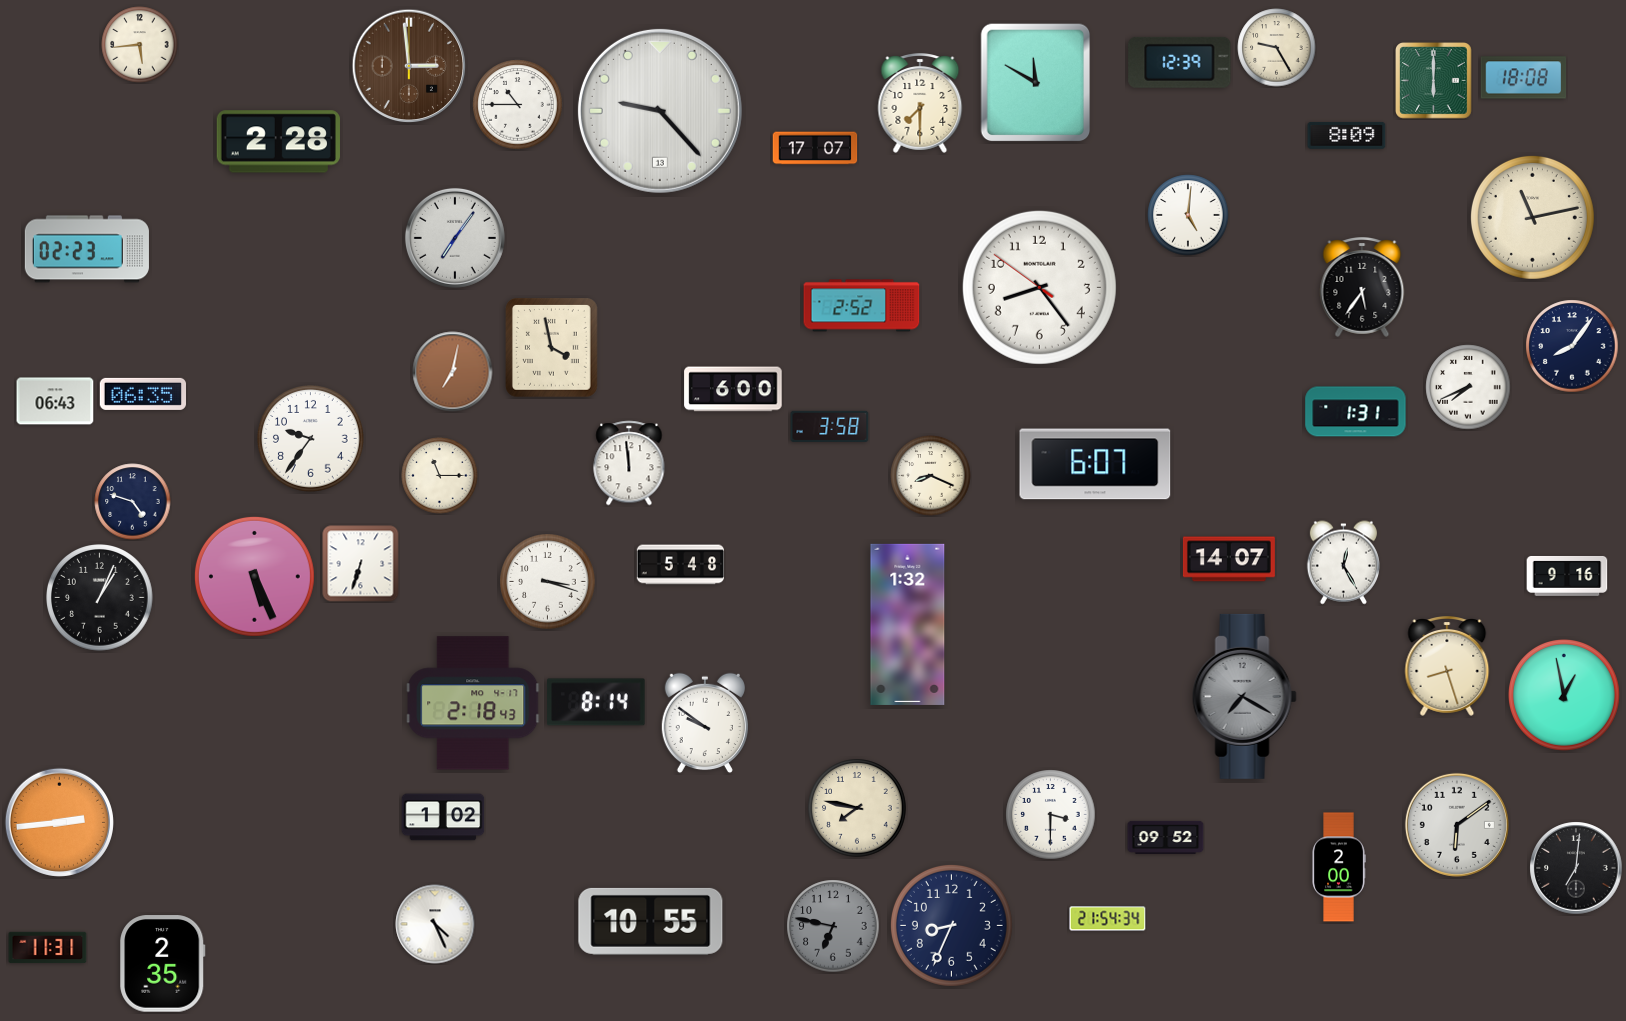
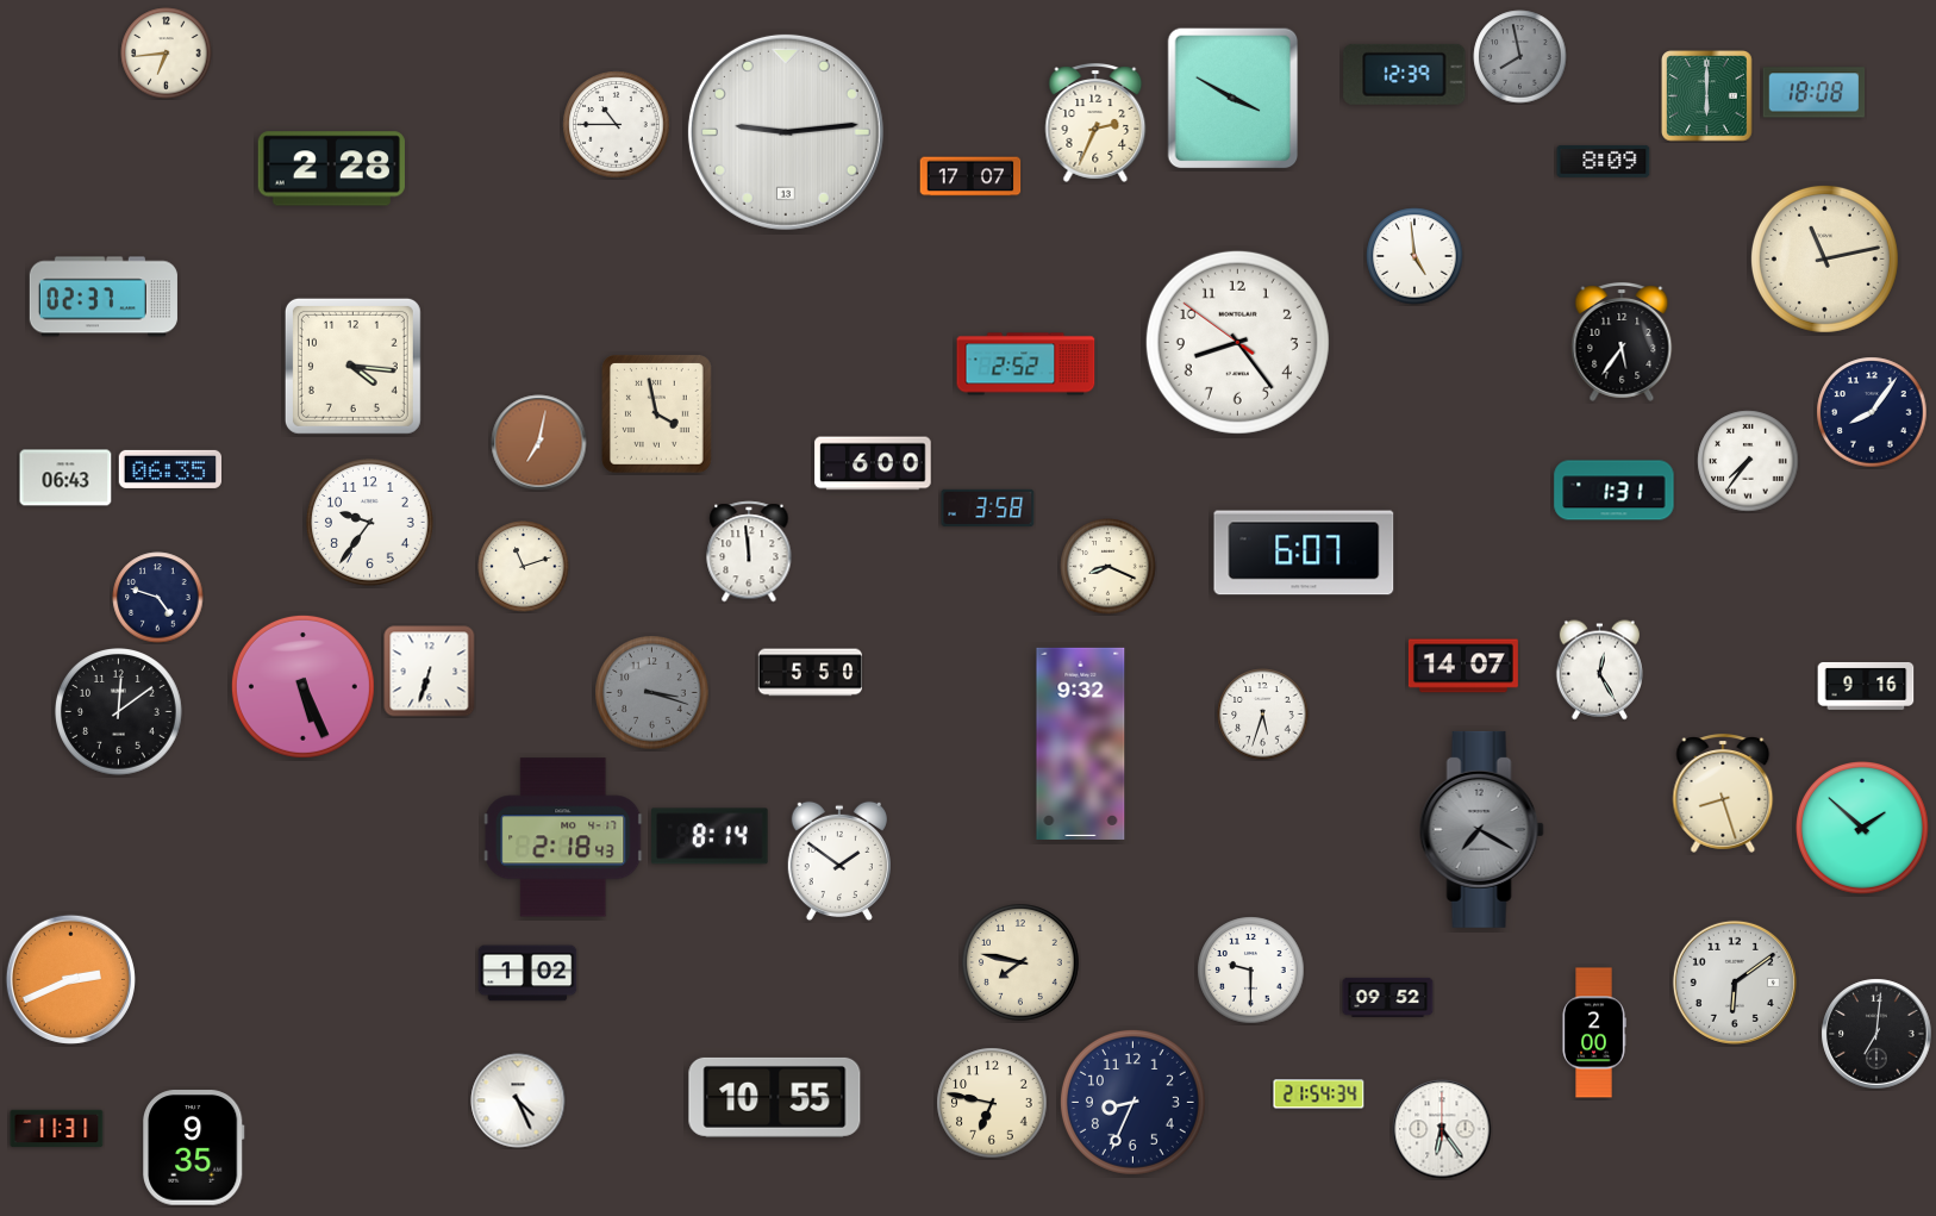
clock at (140, 45): 5:44 -> 6:44
clock at (1277, 48): 9:25 -> 7:58
clock at (1277, 48) dial: cream -> grey
clock at (409, 66): 2:59 -> none
clock at (1036, 83): 11:50 -> 3:50
clock at (920, 104): 7:30 -> 2:34
clock at (660, 111): 9:23 -> 9:14
clock at (1188, 215): 5:01 -> 4:59
clock at (455, 238): 7:06 -> none
clock at (87, 249): 02:23 -> 02:37
clock at (352, 366): none -> 4:16
clock at (1468, 387): 7:41 -> 7:36
clock at (440, 476): 11:15 -> 11:12
clock at (681, 565): 5:48 -> 5:50
clock at (548, 582) dial: white -> grey
clock at (100, 598): 1:04 -> 12:09
clock at (1263, 715): none -> 5:33
clock at (908, 624): 1:32 -> 9:32
clock at (1565, 696): 12:58 -> 1:52
clock at (705, 723): 9:51 -> 1:51
clock at (1051, 815): 3:30 -> 9:30
clock at (59, 822): 2:44 -> 2:41
clock at (833, 926) dial: grey -> cream
clock at (1442, 1129): none -> 6:24
clock at (163, 964): 2:35 -> 9:35
